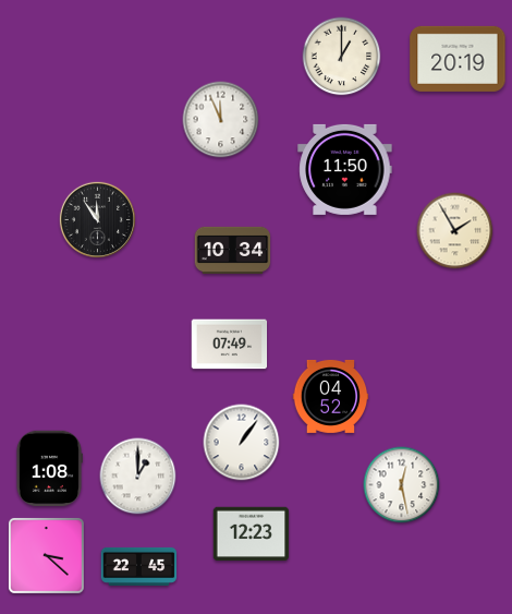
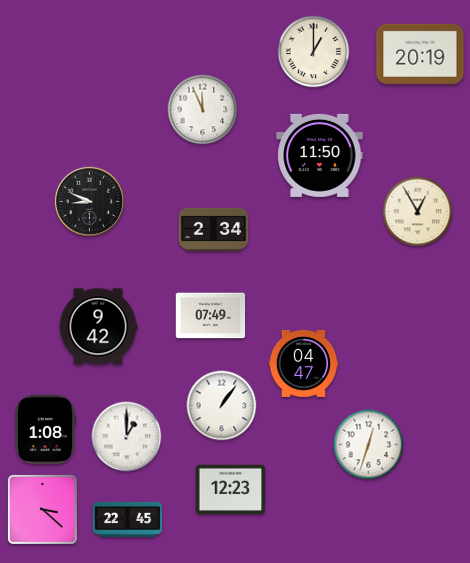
clock at (345, 169) position: (345, 169) -> (320, 155)
clock at (97, 219): 11:54 -> 8:49
clock at (455, 231): 1:55 -> 12:55
clock at (233, 250): 10:34 -> 2:34
clock at (98, 327): none -> 9:42
clock at (331, 396): 04:52 -> 04:47
clock at (402, 485): 12:28 -> 12:33
